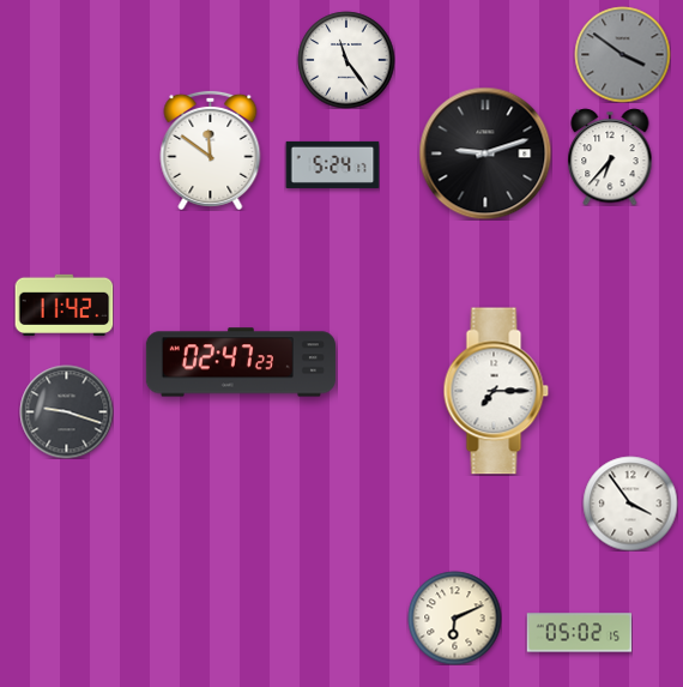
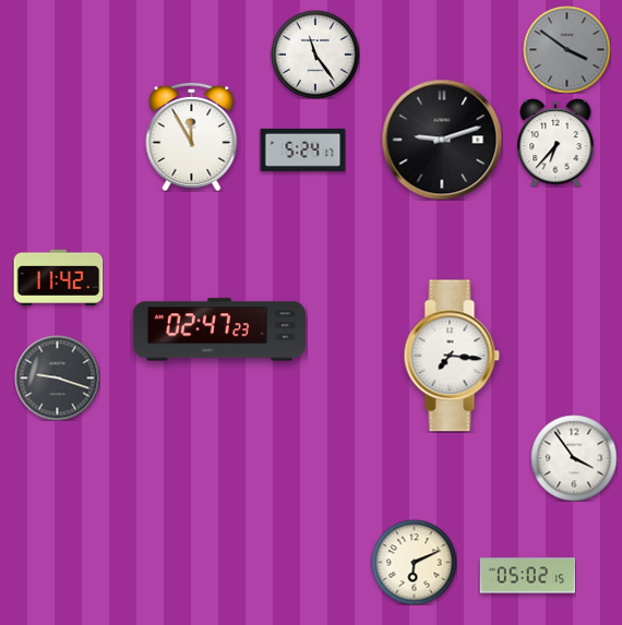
clock at (211, 150): 11:51 -> 11:55
clock at (496, 391): 7:15 -> 7:16
clock at (66, 411) position: (66, 411) -> (57, 377)
